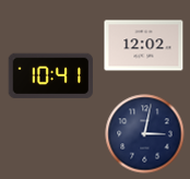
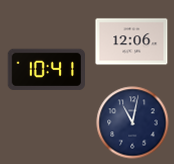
clock at (144, 46): 12:02 -> 12:06
clock at (145, 134): 3:02 -> 11:02
